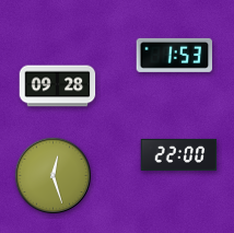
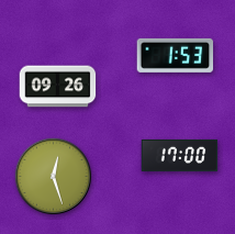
clock at (58, 86): 09:28 -> 09:26
clock at (179, 154): 22:00 -> 17:00
